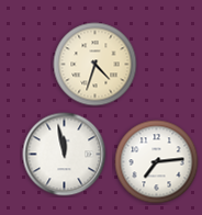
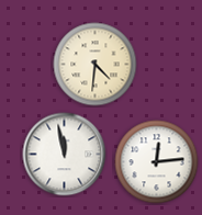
clock at (96, 65): 4:33 -> 4:31
clock at (157, 162): 7:14 -> 12:14
